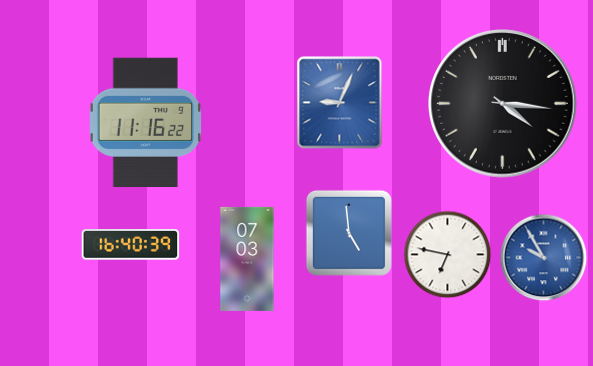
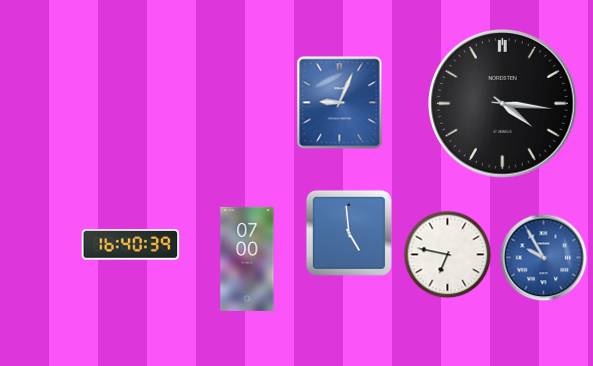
clock at (146, 123): 11:16 -> none
clock at (247, 259): 07:03 -> 07:00
